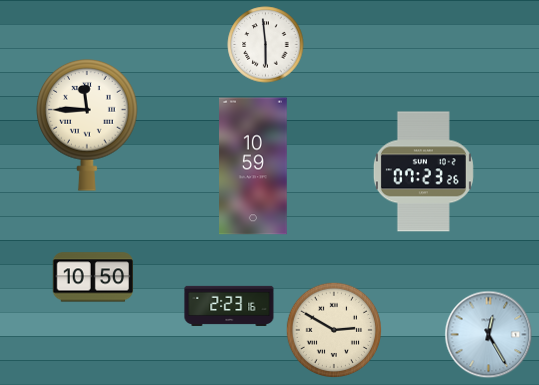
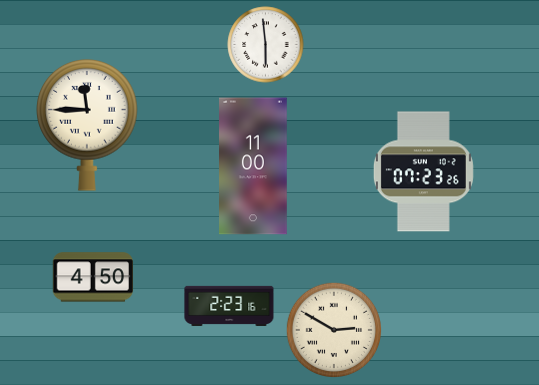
clock at (254, 166): 10:59 -> 11:00
clock at (93, 277): 10:50 -> 4:50
clock at (489, 335): 12:25 -> none
